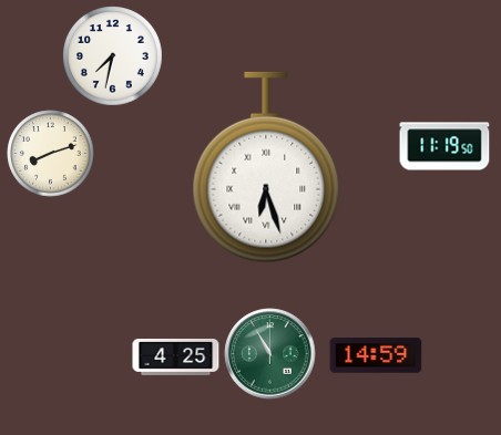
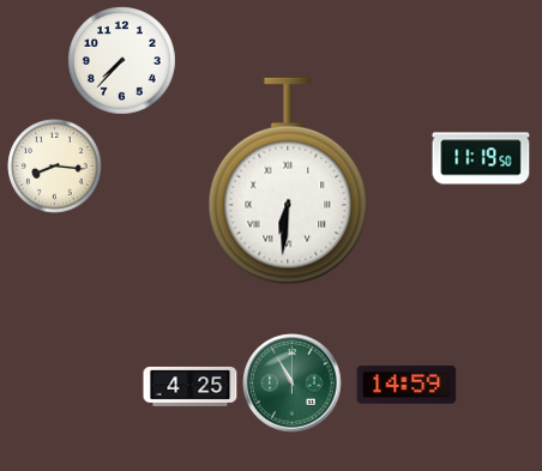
clock at (113, 56): 7:32 -> 7:37
clock at (51, 154): 8:12 -> 8:16
clock at (266, 167): 6:27 -> 6:31
